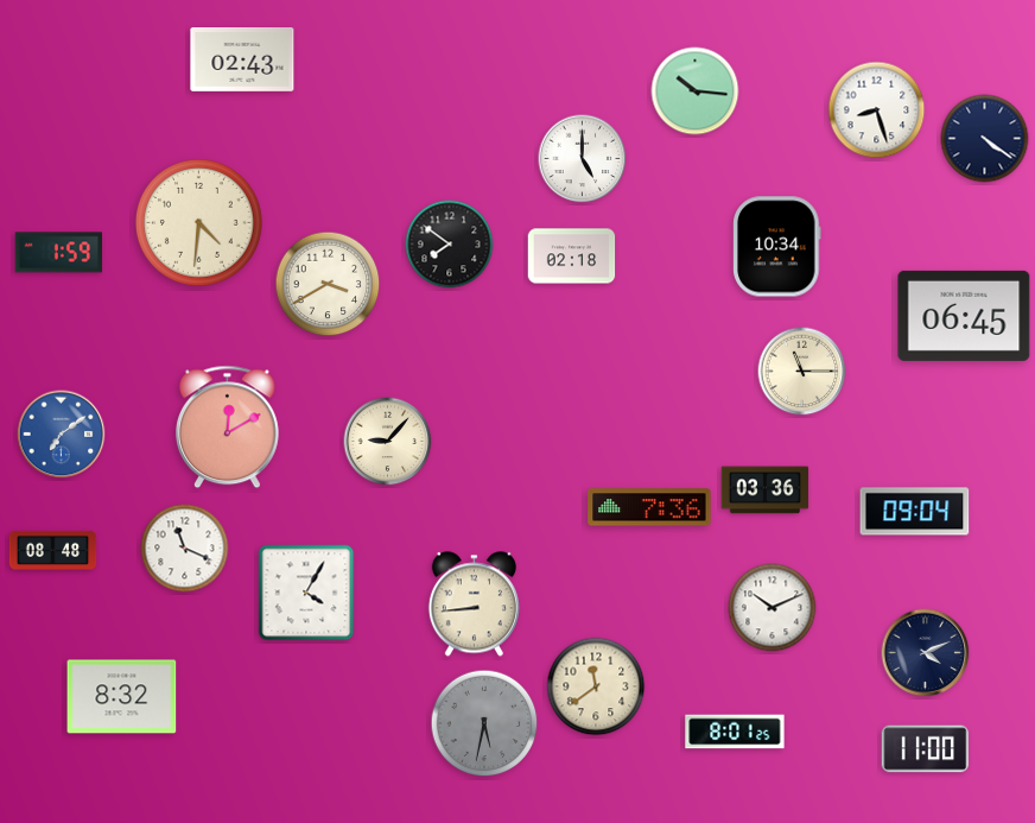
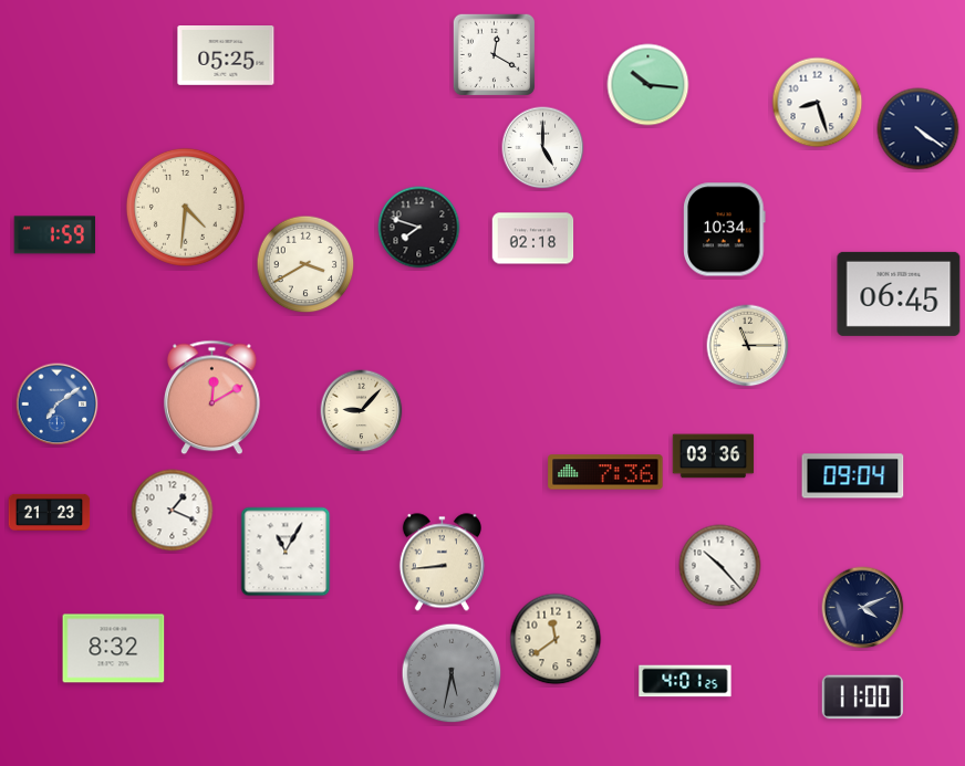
clock at (494, 54): none -> 12:20
clock at (242, 61): 02:43 -> 05:25
clock at (450, 245): 7:51 -> 7:48
clock at (185, 549): 11:19 -> 1:19
clock at (53, 550): 08:48 -> 21:23
clock at (306, 593): 4:05 -> 11:05
clock at (773, 608): 10:11 -> 10:23
clock at (735, 732): 8:01 -> 4:01
